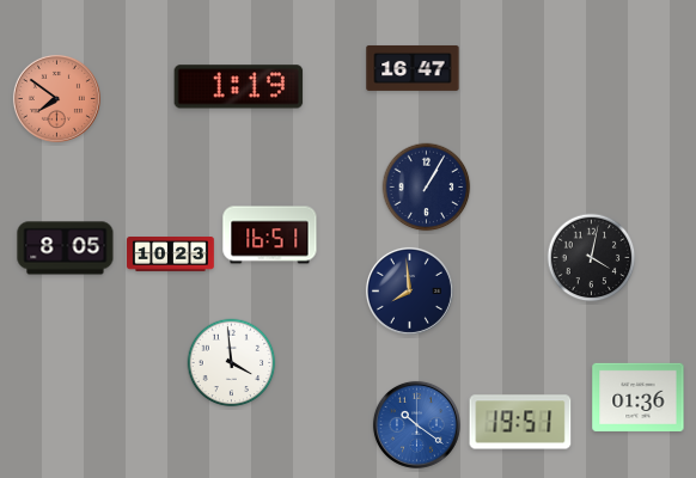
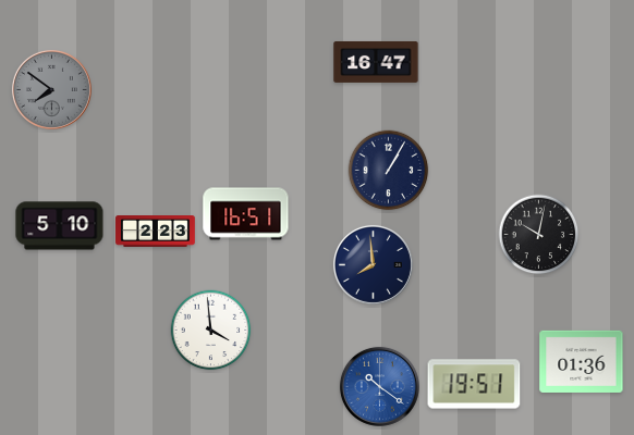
clock at (239, 87): 1:19 -> none
clock at (56, 98) dial: salmon -> grey
clock at (66, 249): 8:05 -> 5:10
clock at (171, 255): 10:23 -> 2:23
clock at (592, 258): 4:02 -> 10:02
